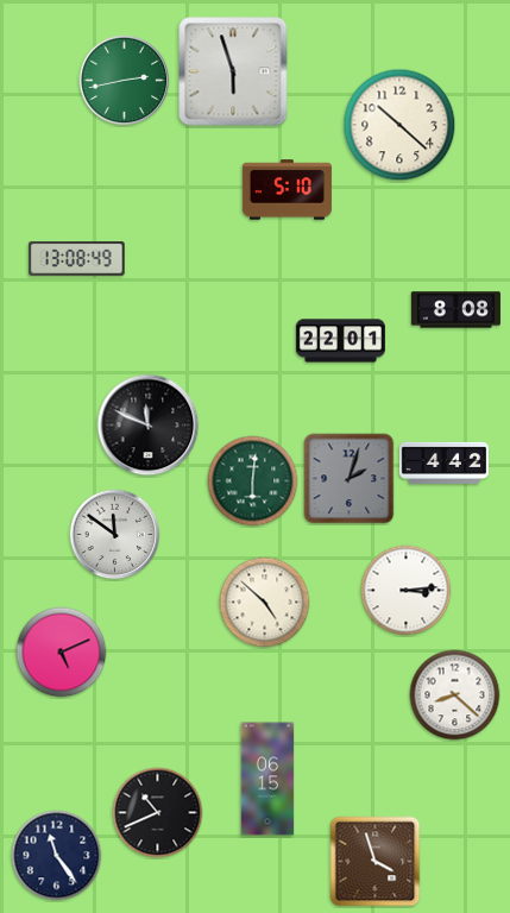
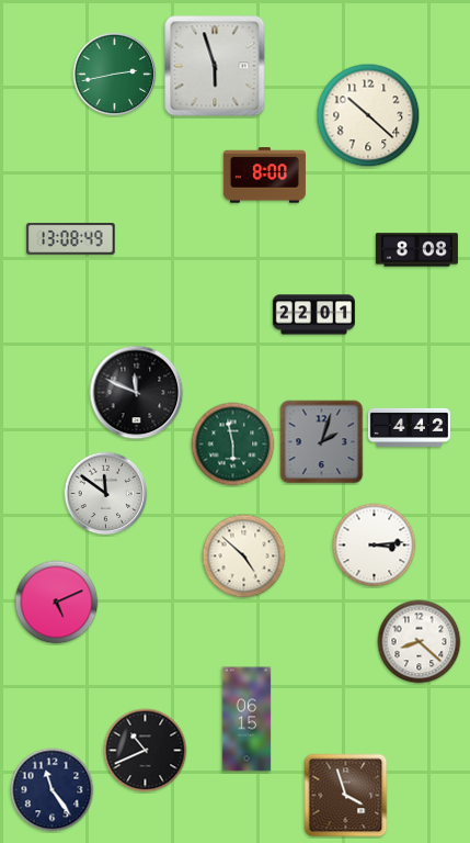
clock at (287, 190): 5:10 -> 8:00
clock at (455, 310) position: (455, 310) -> (416, 250)
clock at (253, 481): 6:01 -> 5:58
